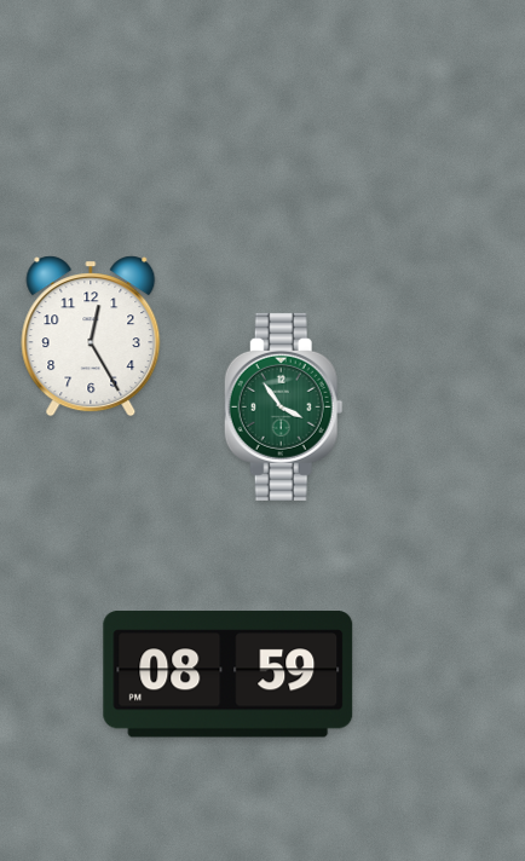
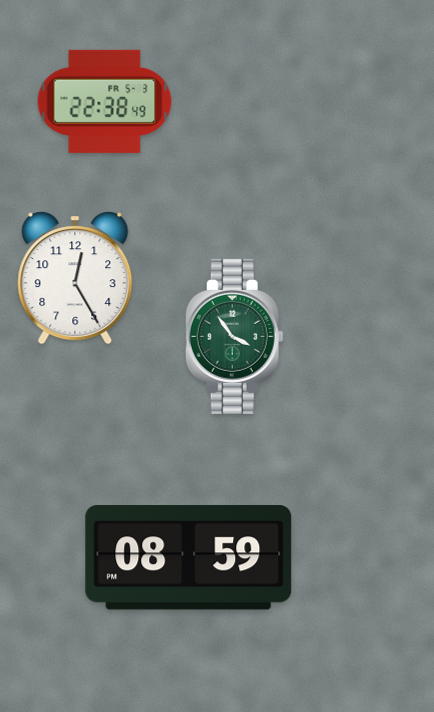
clock at (105, 101): none -> 22:38
